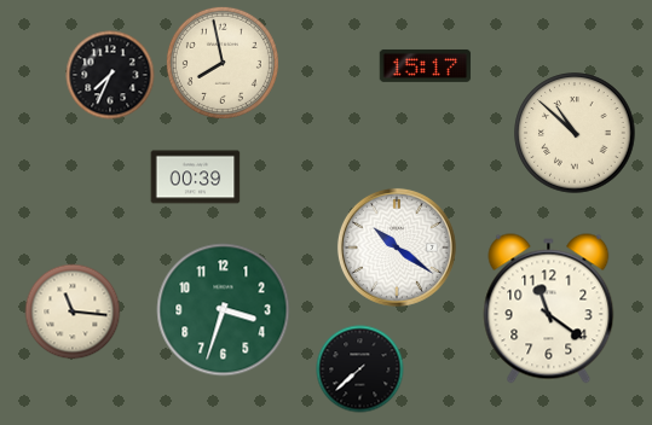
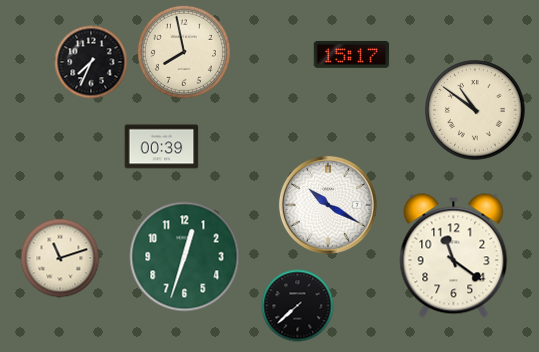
clock at (575, 133): 10:52 -> 10:51
clock at (397, 248): 10:21 -> 10:20
clock at (224, 310): 3:33 -> 12:33
clock at (73, 312): 11:16 -> 11:12
